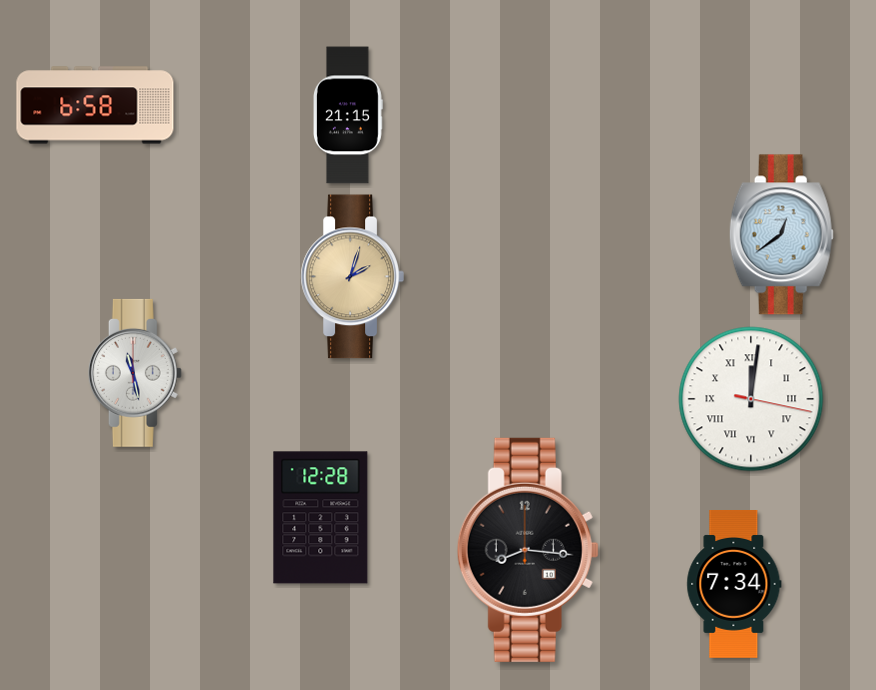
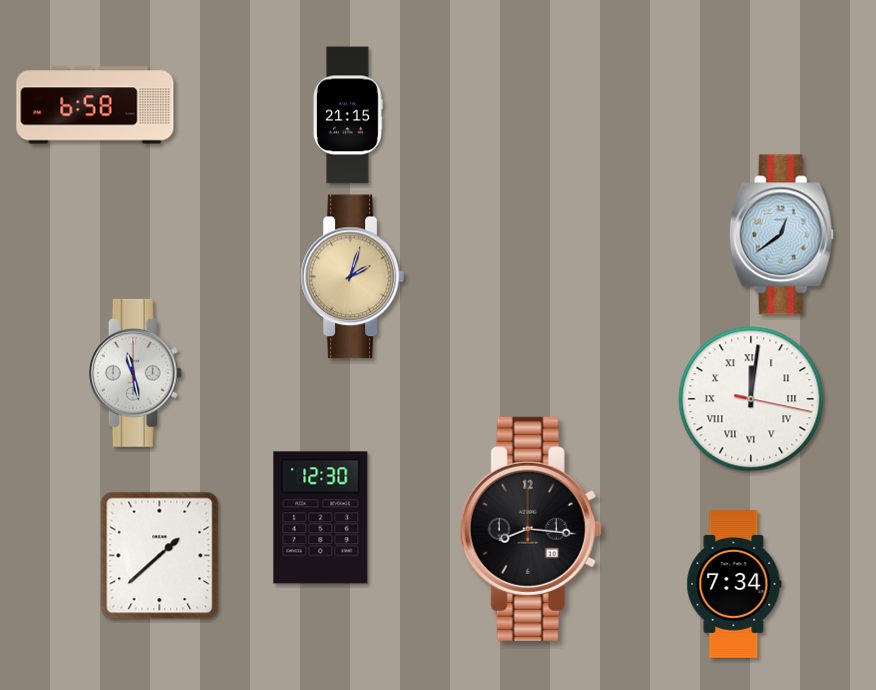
clock at (321, 518): 12:28 -> 12:30
clock at (528, 550) position: (528, 550) -> (531, 529)
clock at (160, 556): none -> 1:38
